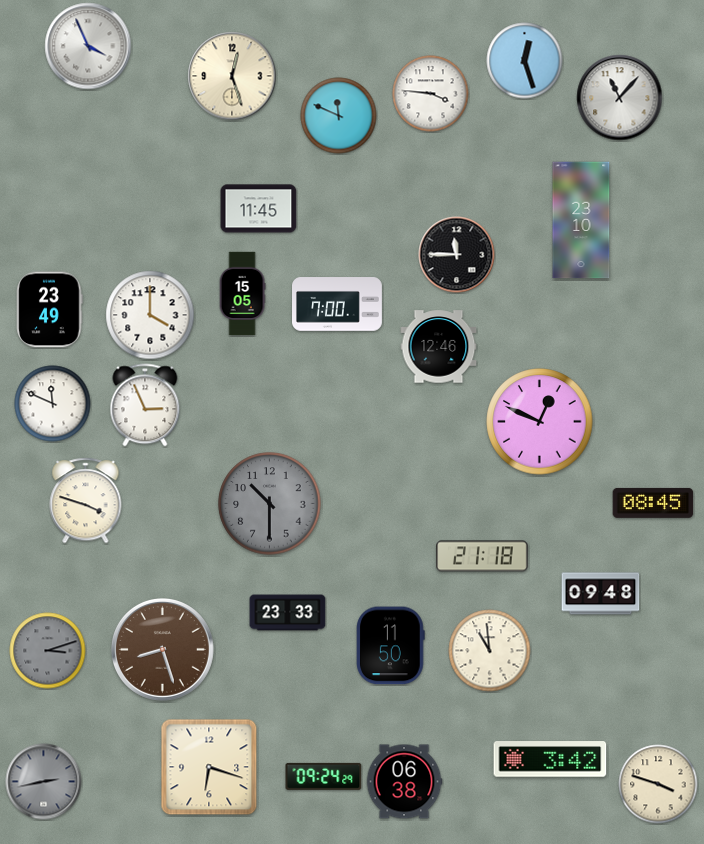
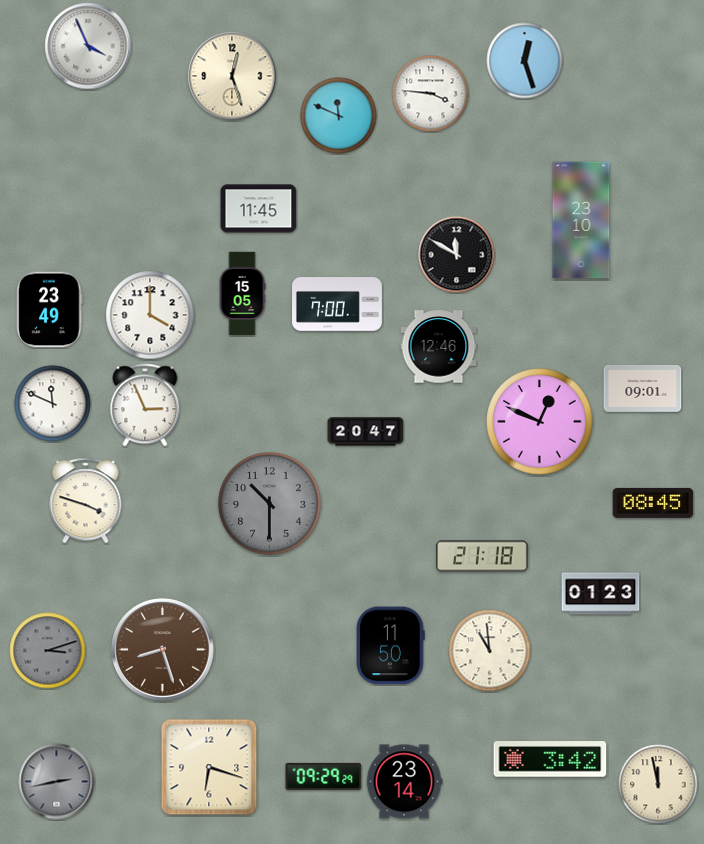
clock at (620, 98): 11:07 -> none
clock at (457, 255): 11:45 -> 11:50
clock at (643, 389): none -> 09:01
clock at (366, 432): none -> 20:47
clock at (601, 594): 09:48 -> 01:23
clock at (288, 613): 23:33 -> none
clock at (324, 776): 09:24 -> 09:29
clock at (44, 782) position: (44, 782) -> (57, 782)
clock at (404, 782): 06:38 -> 23:14
clock at (658, 784): 3:48 -> 11:58
